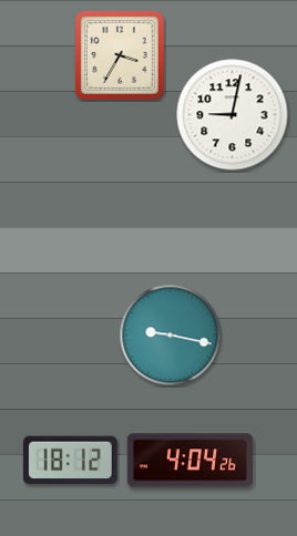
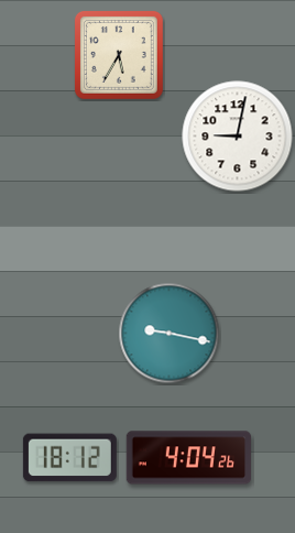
clock at (120, 55): 3:35 -> 5:35
clock at (233, 115) position: (233, 115) -> (238, 137)
